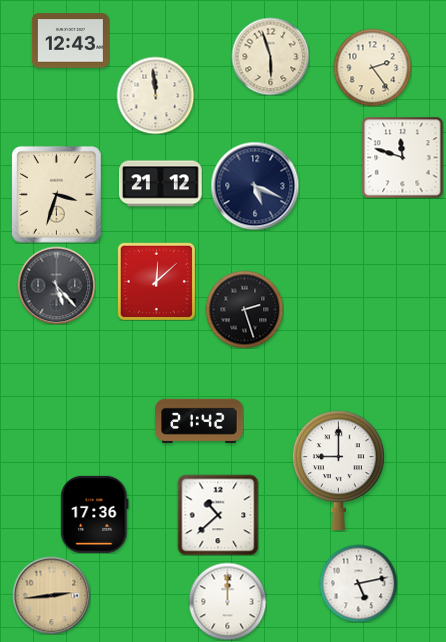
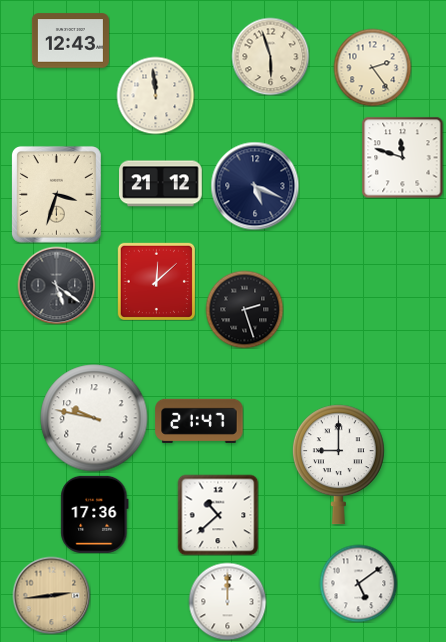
clock at (56, 285): 5:23 -> 5:21
clock at (94, 418): none -> 9:47
clock at (199, 421): 21:42 -> 21:47
clock at (338, 471) position: (338, 471) -> (338, 465)
clock at (358, 583): 5:13 -> 5:09
